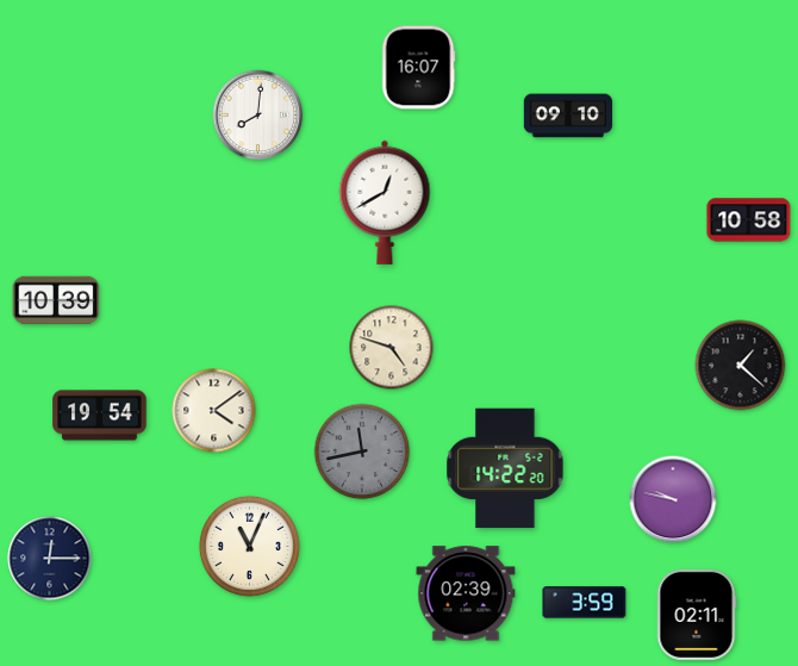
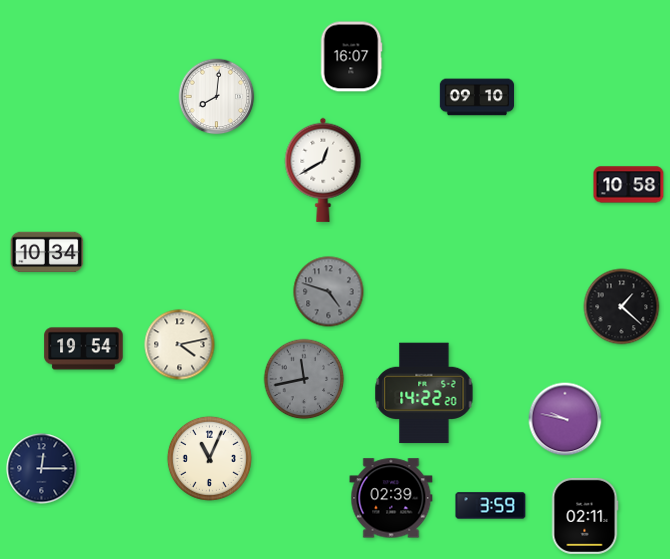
clock at (56, 299): 10:39 -> 10:34
clock at (392, 348) dial: cream -> grey
clock at (214, 411): 4:09 -> 4:13
